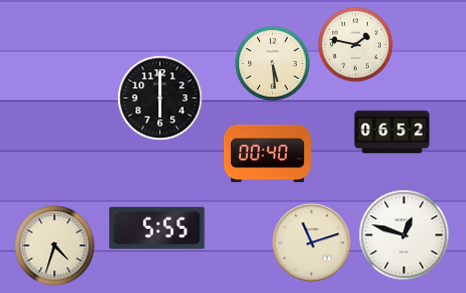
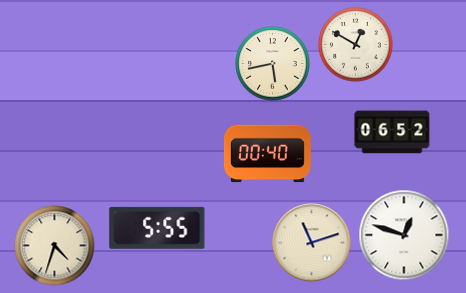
clock at (356, 45): 1:47 -> 12:50
clock at (273, 64): 5:29 -> 5:43
clock at (160, 98): 6:00 -> none
